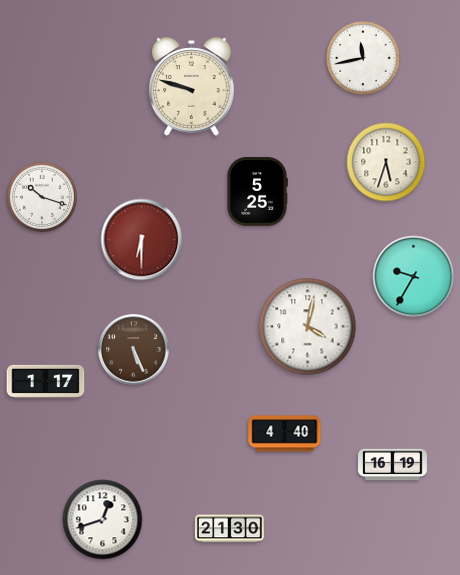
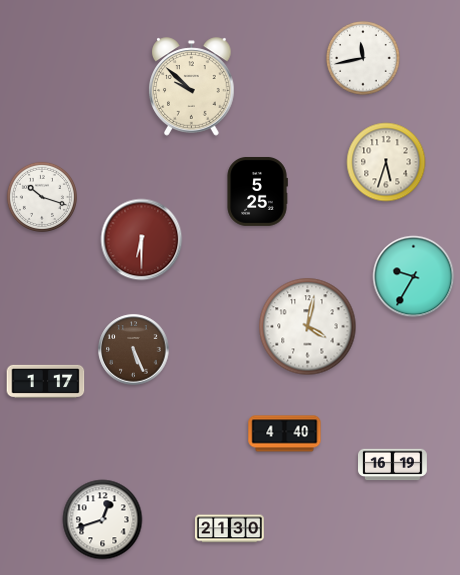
clock at (192, 87): 9:48 -> 9:52
